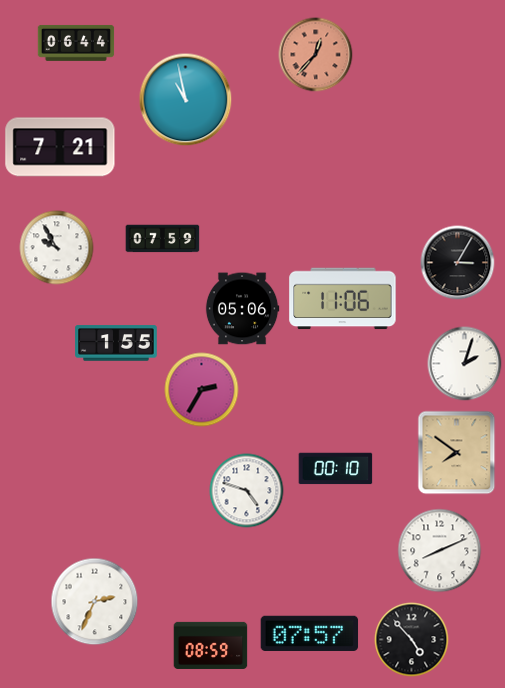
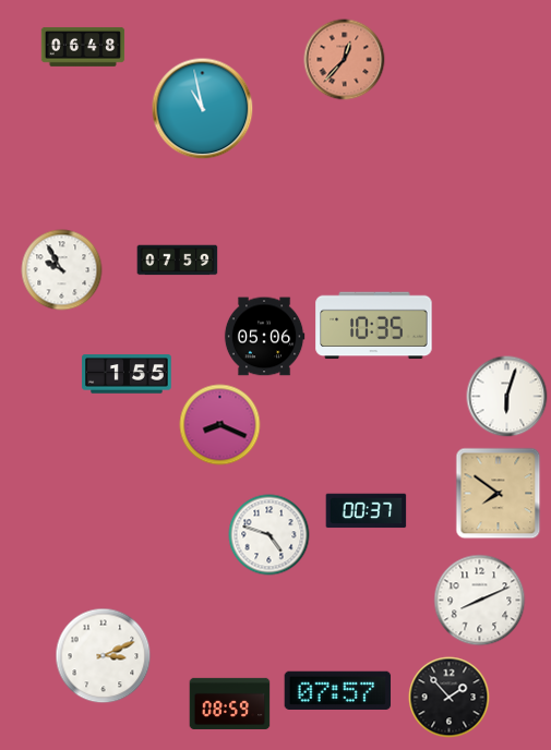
clock at (76, 43): 06:44 -> 06:48
clock at (60, 147): 7:21 -> none
clock at (458, 263): 3:05 -> none
clock at (343, 299): 11:06 -> 10:35
clock at (465, 364): 2:03 -> 6:03
clock at (202, 390): 2:35 -> 8:19
clock at (336, 469): 00:10 -> 00:37
clock at (95, 602): 2:34 -> 3:11
clock at (412, 640): 4:53 -> 1:53
